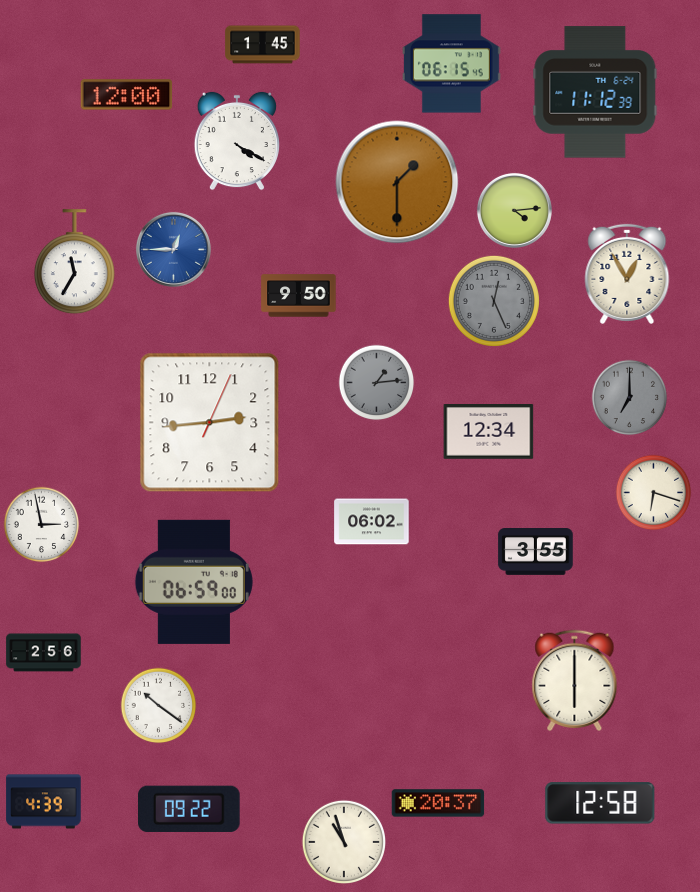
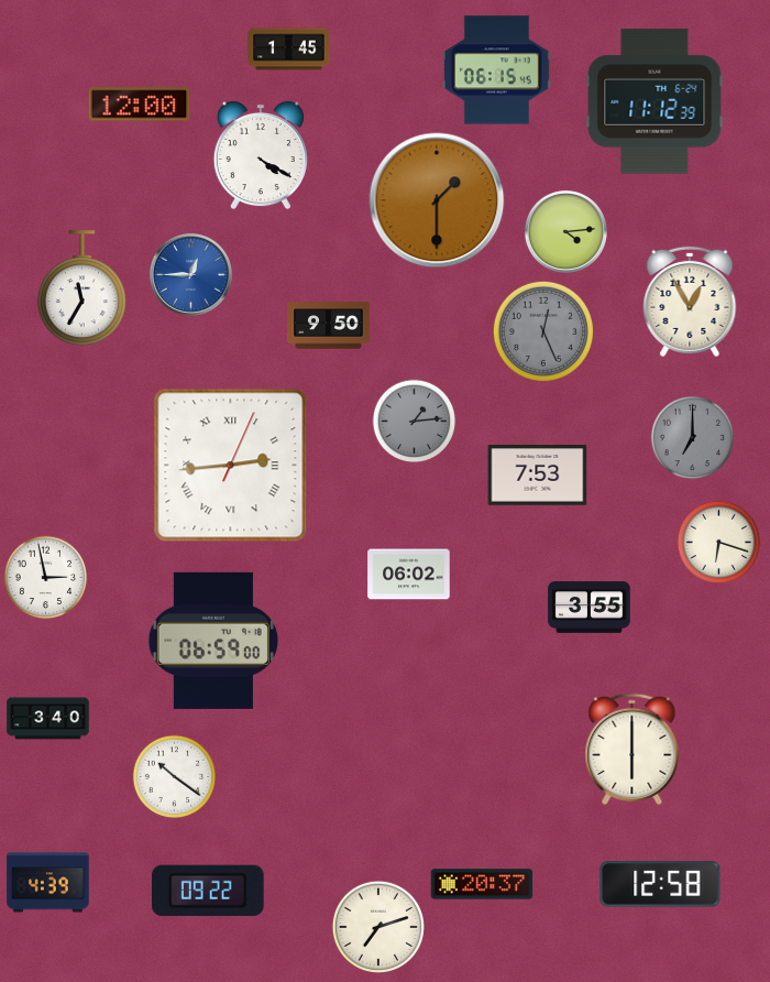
clock at (210, 423) numerals: Arabic -> Roman
clock at (489, 432): 12:34 -> 7:53
clock at (44, 653): 2:56 -> 3:40
clock at (343, 841): 10:57 -> 7:12
